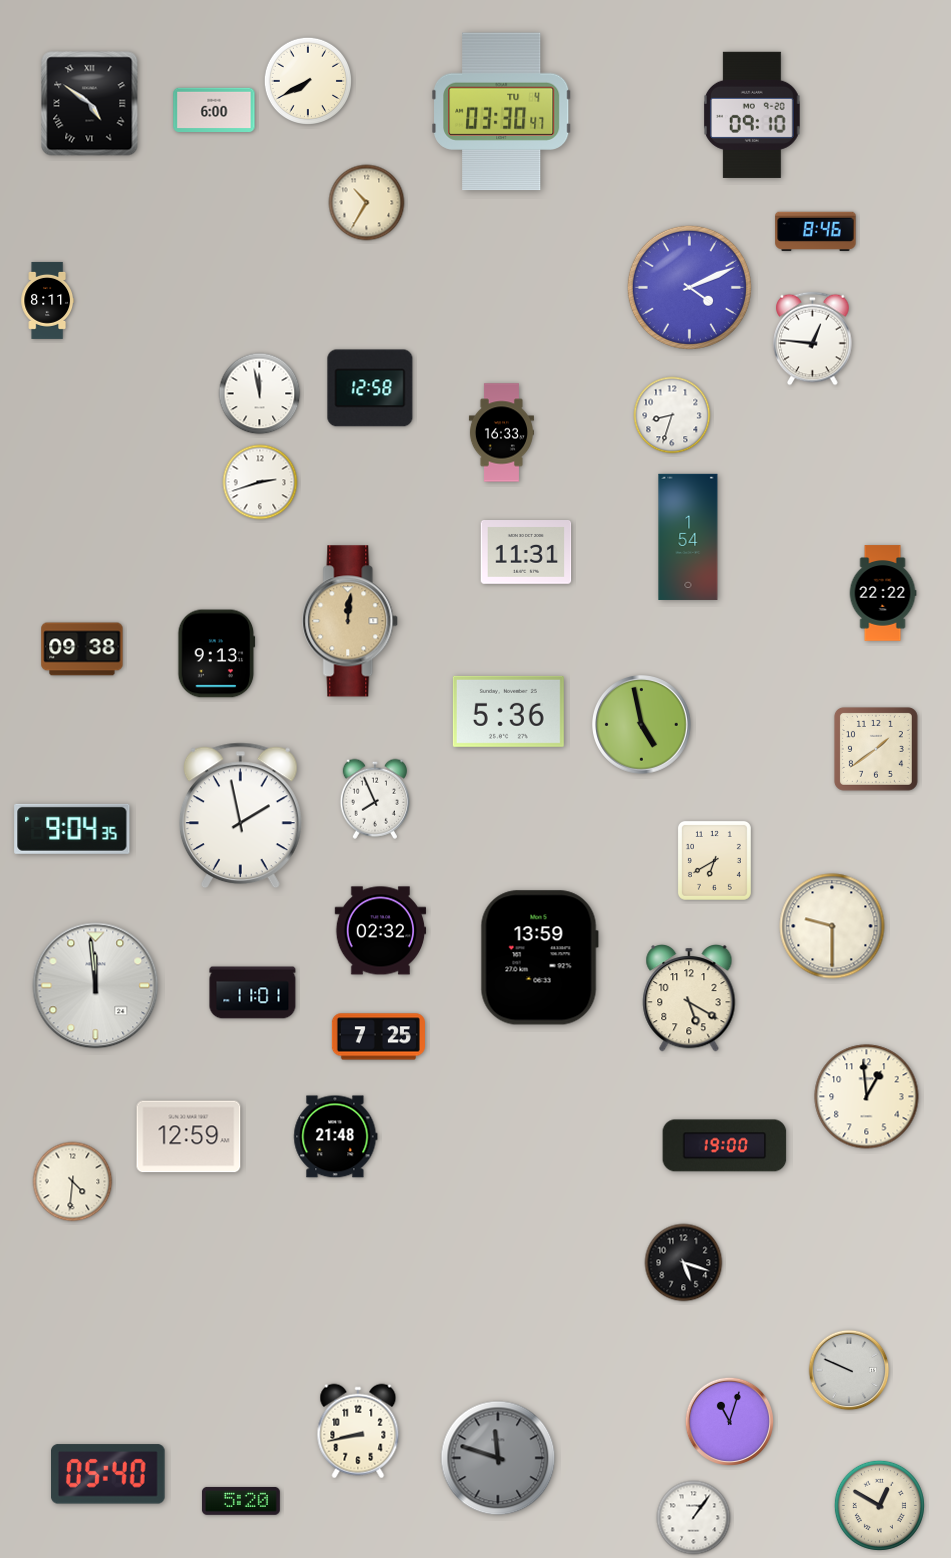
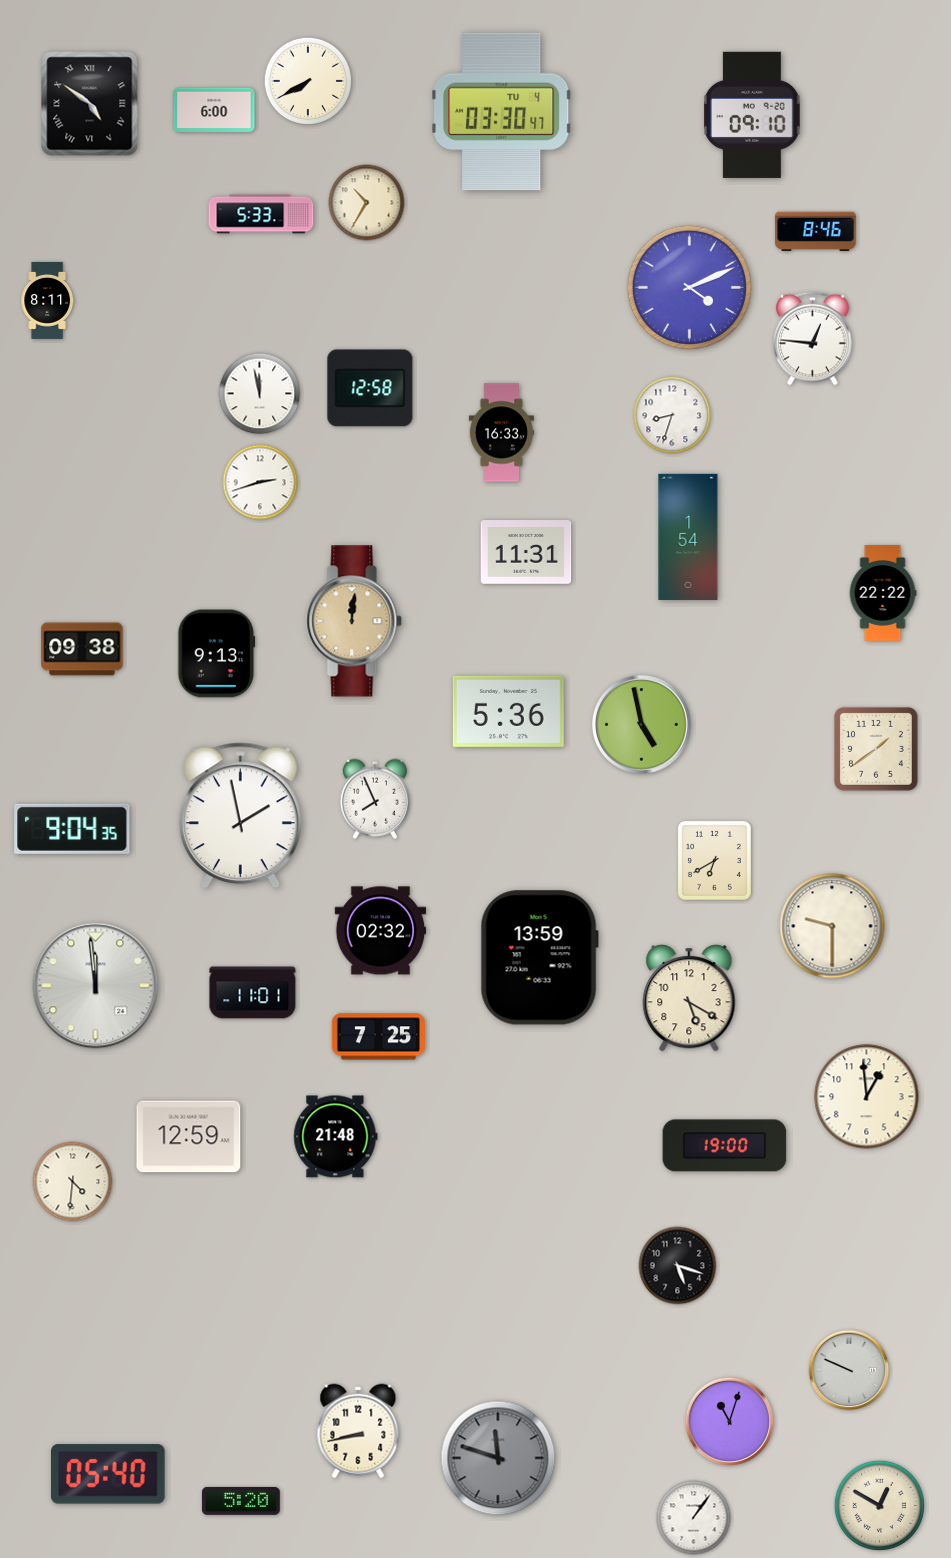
clock at (261, 214): none -> 5:33
clock at (351, 621) position: (351, 621) -> (355, 621)
clock at (684, 1263) position: (684, 1263) -> (678, 1266)
